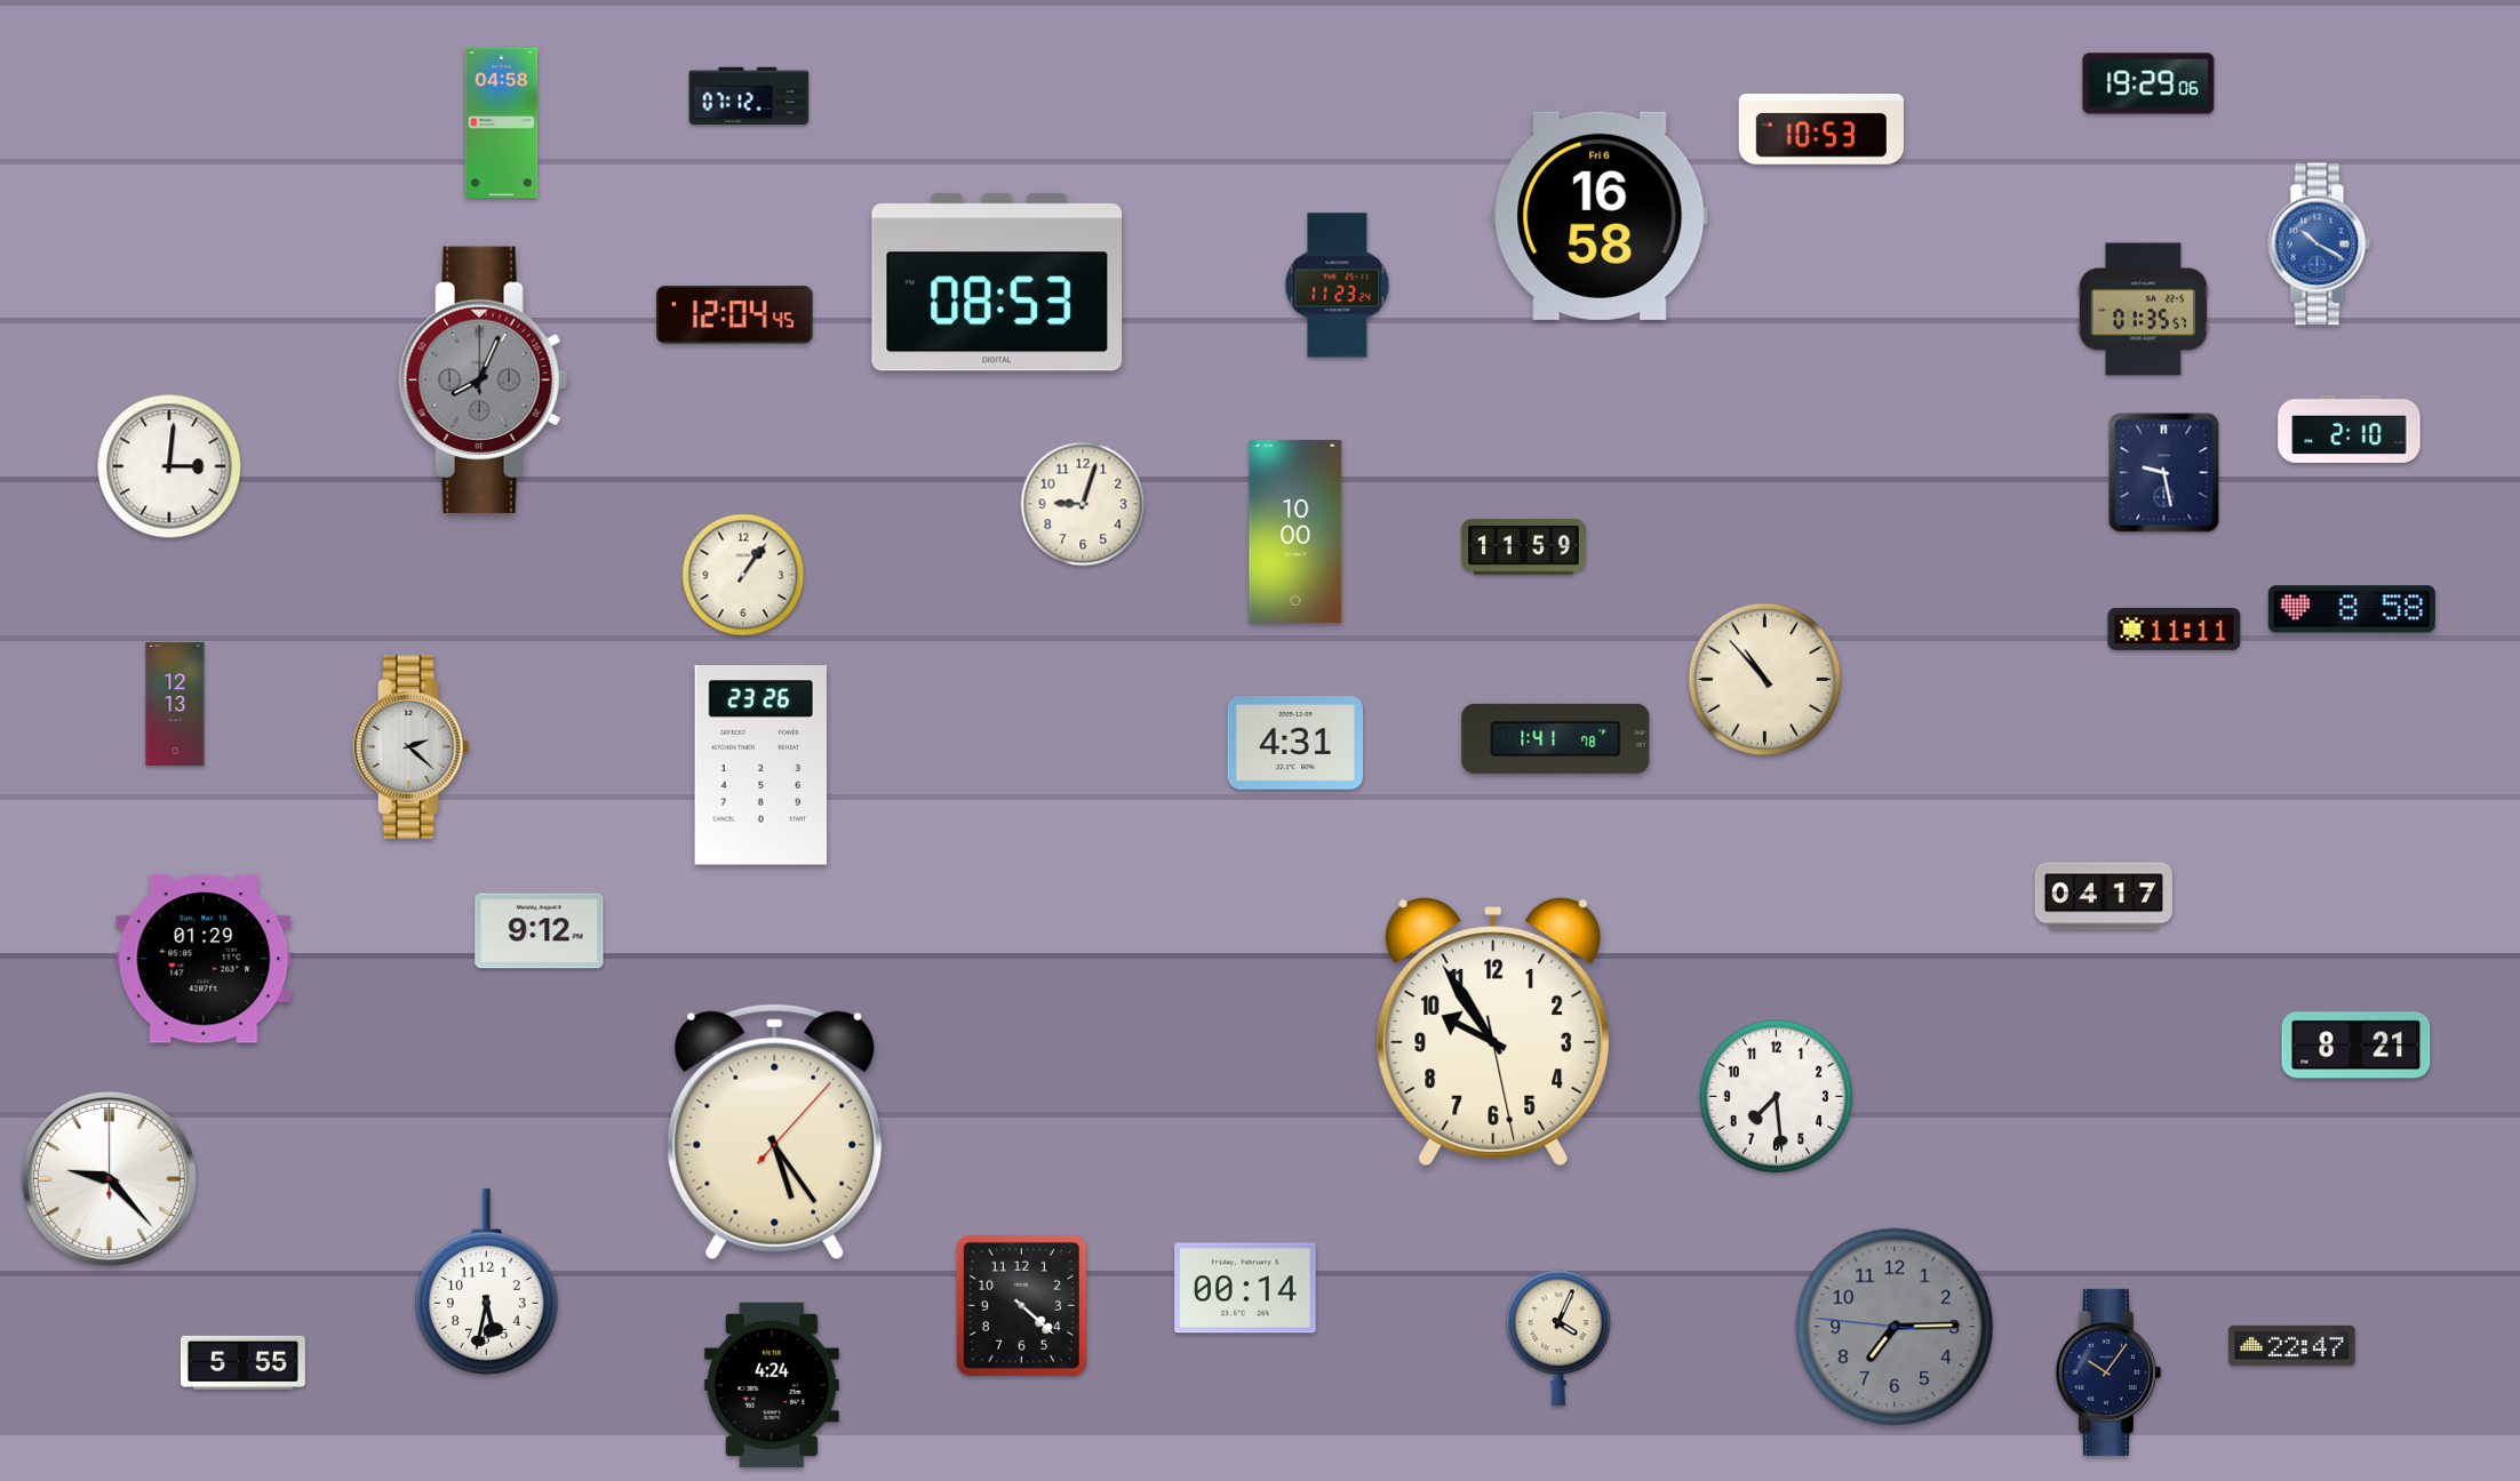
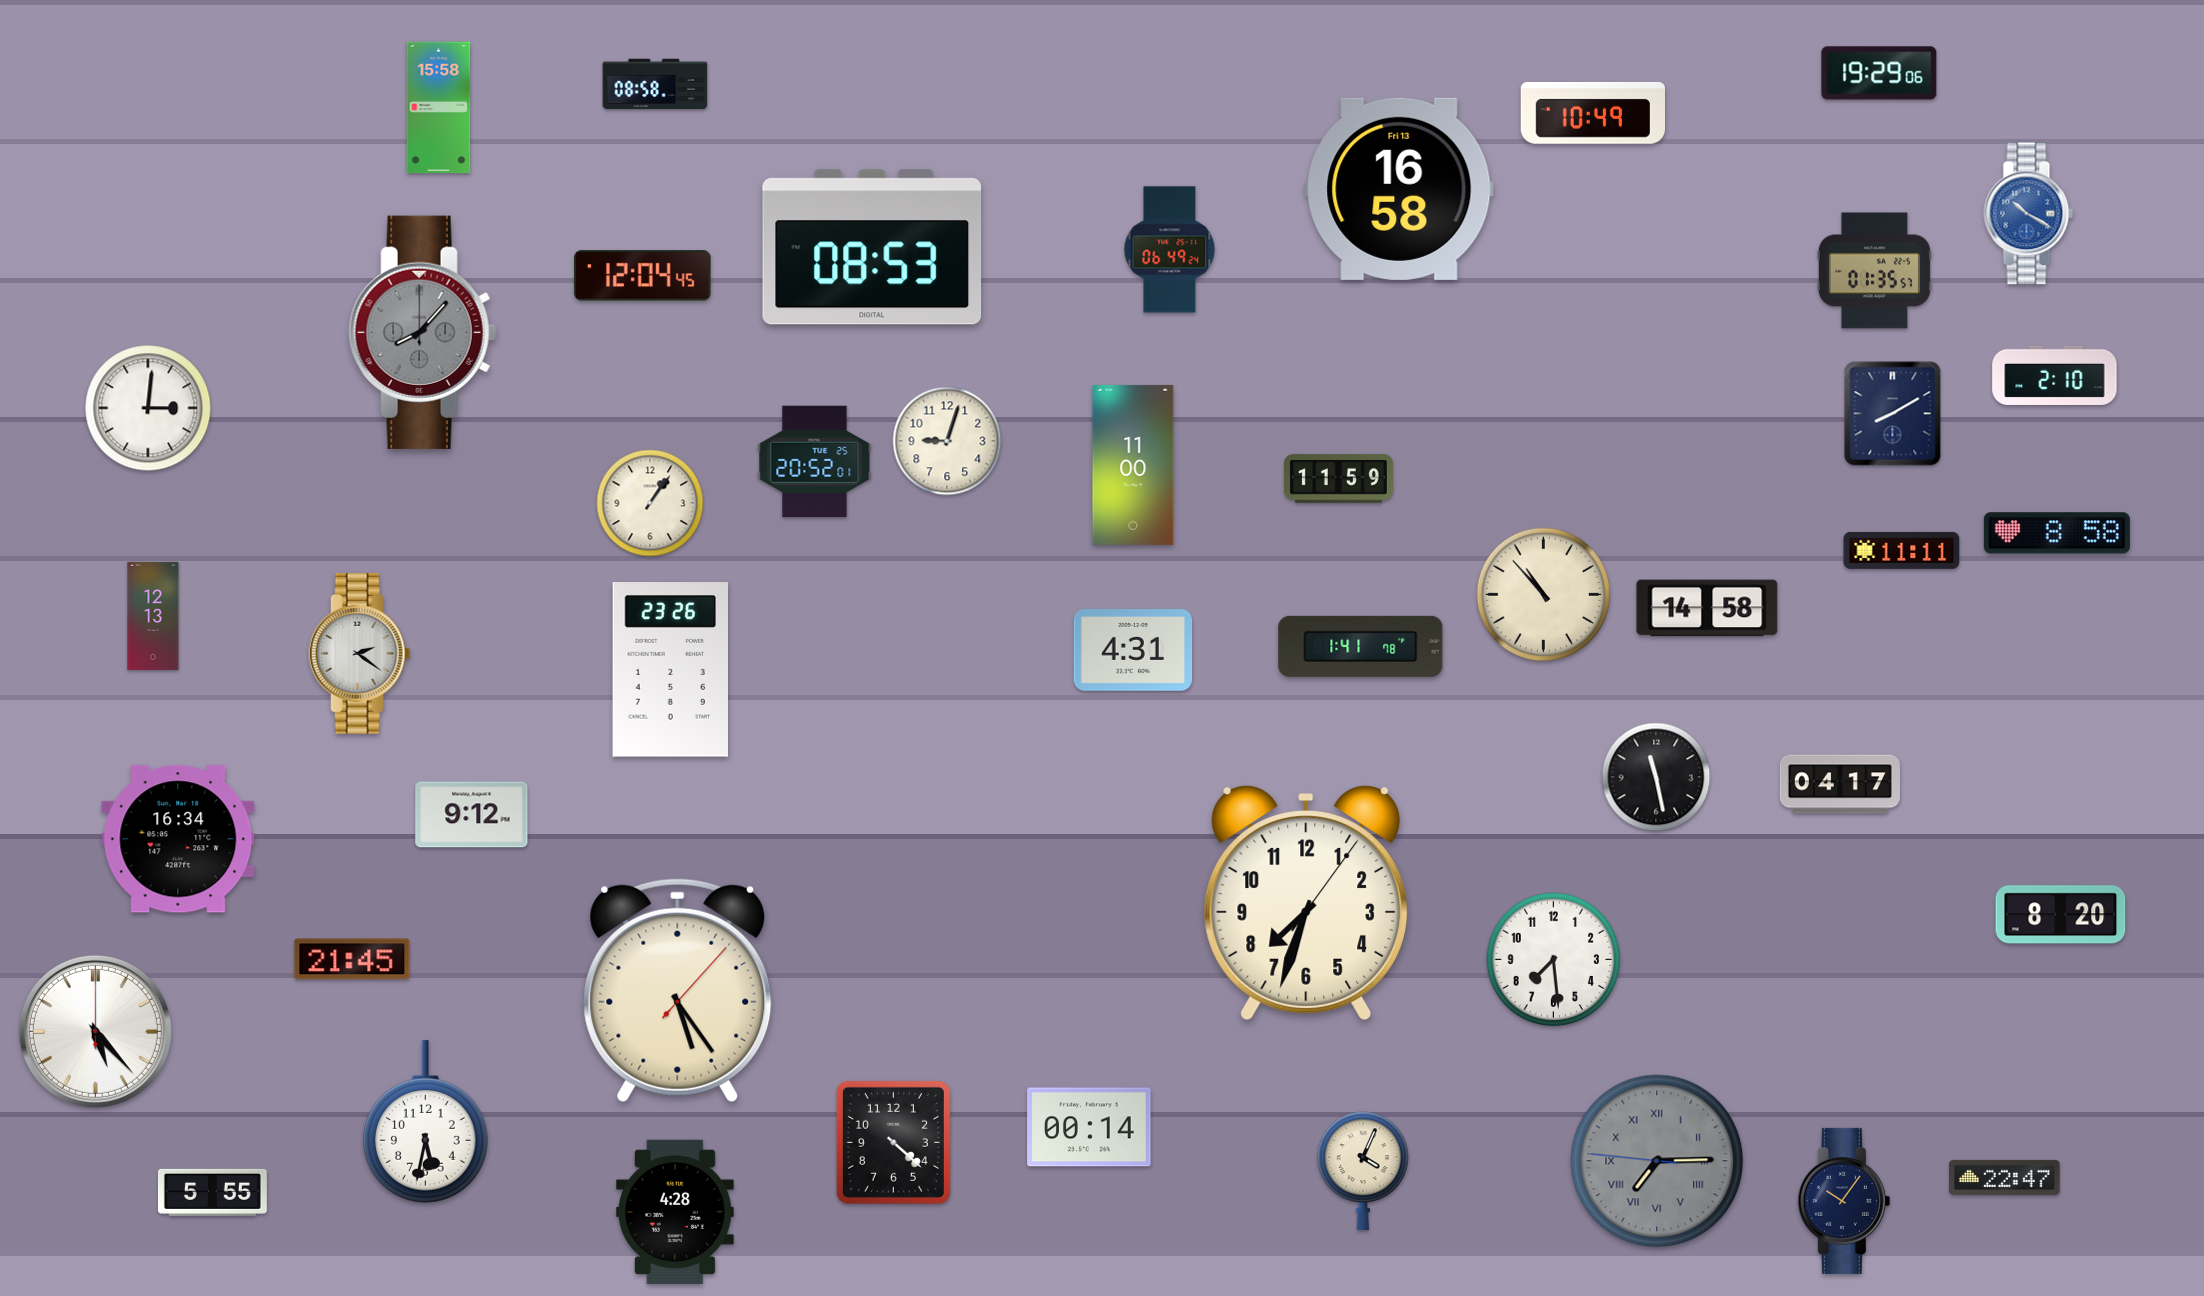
clock at (749, 96): 07:12 -> 08:58
clock at (502, 123): 04:58 -> 15:58
clock at (1820, 129): 10:53 -> 10:49
clock at (1600, 216) date: Fri 6 -> Fri 13
clock at (1338, 286): 11:23 -> 06:49
clock at (483, 379): 8:04 -> 8:07
clock at (2164, 473): 9:28 -> 8:10
clock at (815, 462): none -> 20:52
clock at (1295, 531): 10:00 -> 11:00
clock at (1523, 547) position: (1523, 547) -> (1338, 479)
clock at (1707, 608): none -> 14:58
clock at (412, 747): 2:22 -> 2:21
clock at (761, 766) position: (761, 766) -> (671, 670)
clock at (1656, 777): none -> 11:28
clock at (204, 959): 01:29 -> 16:34
clock at (1493, 1032): 9:54 -> 7:33
clock at (2356, 1046): 8:21 -> 8:20
clock at (352, 959): none -> 21:45
clock at (109, 1178): 9:23 -> 5:23
clock at (1895, 1327) numerals: Arabic -> Roman
clock at (772, 1385): 4:24 -> 4:28
